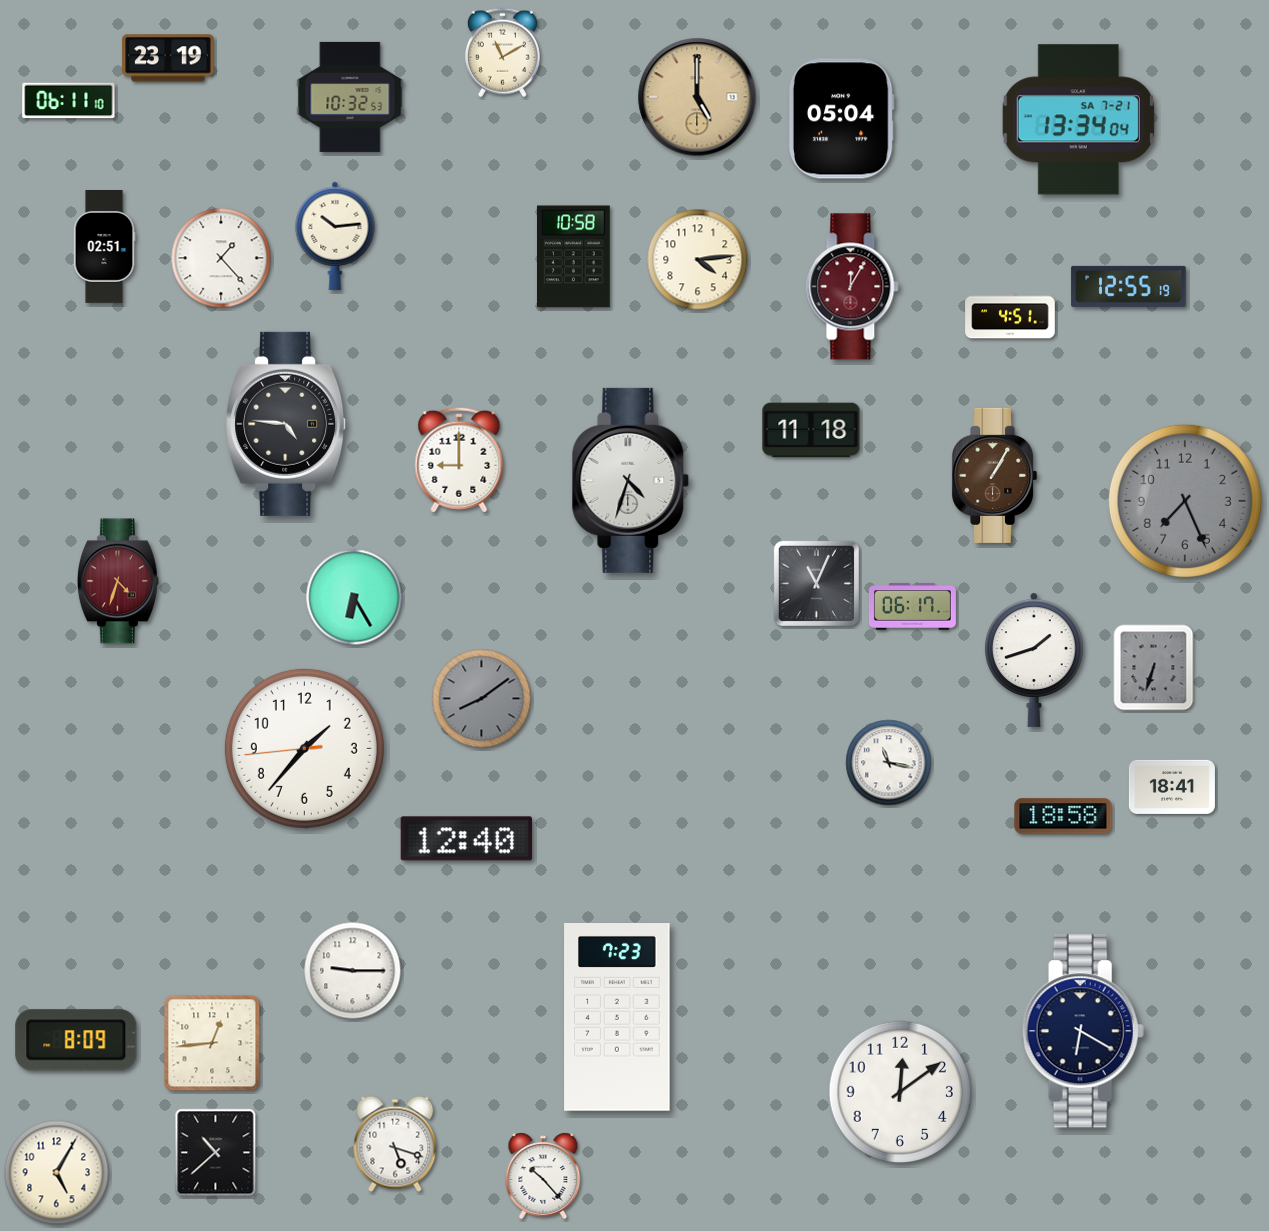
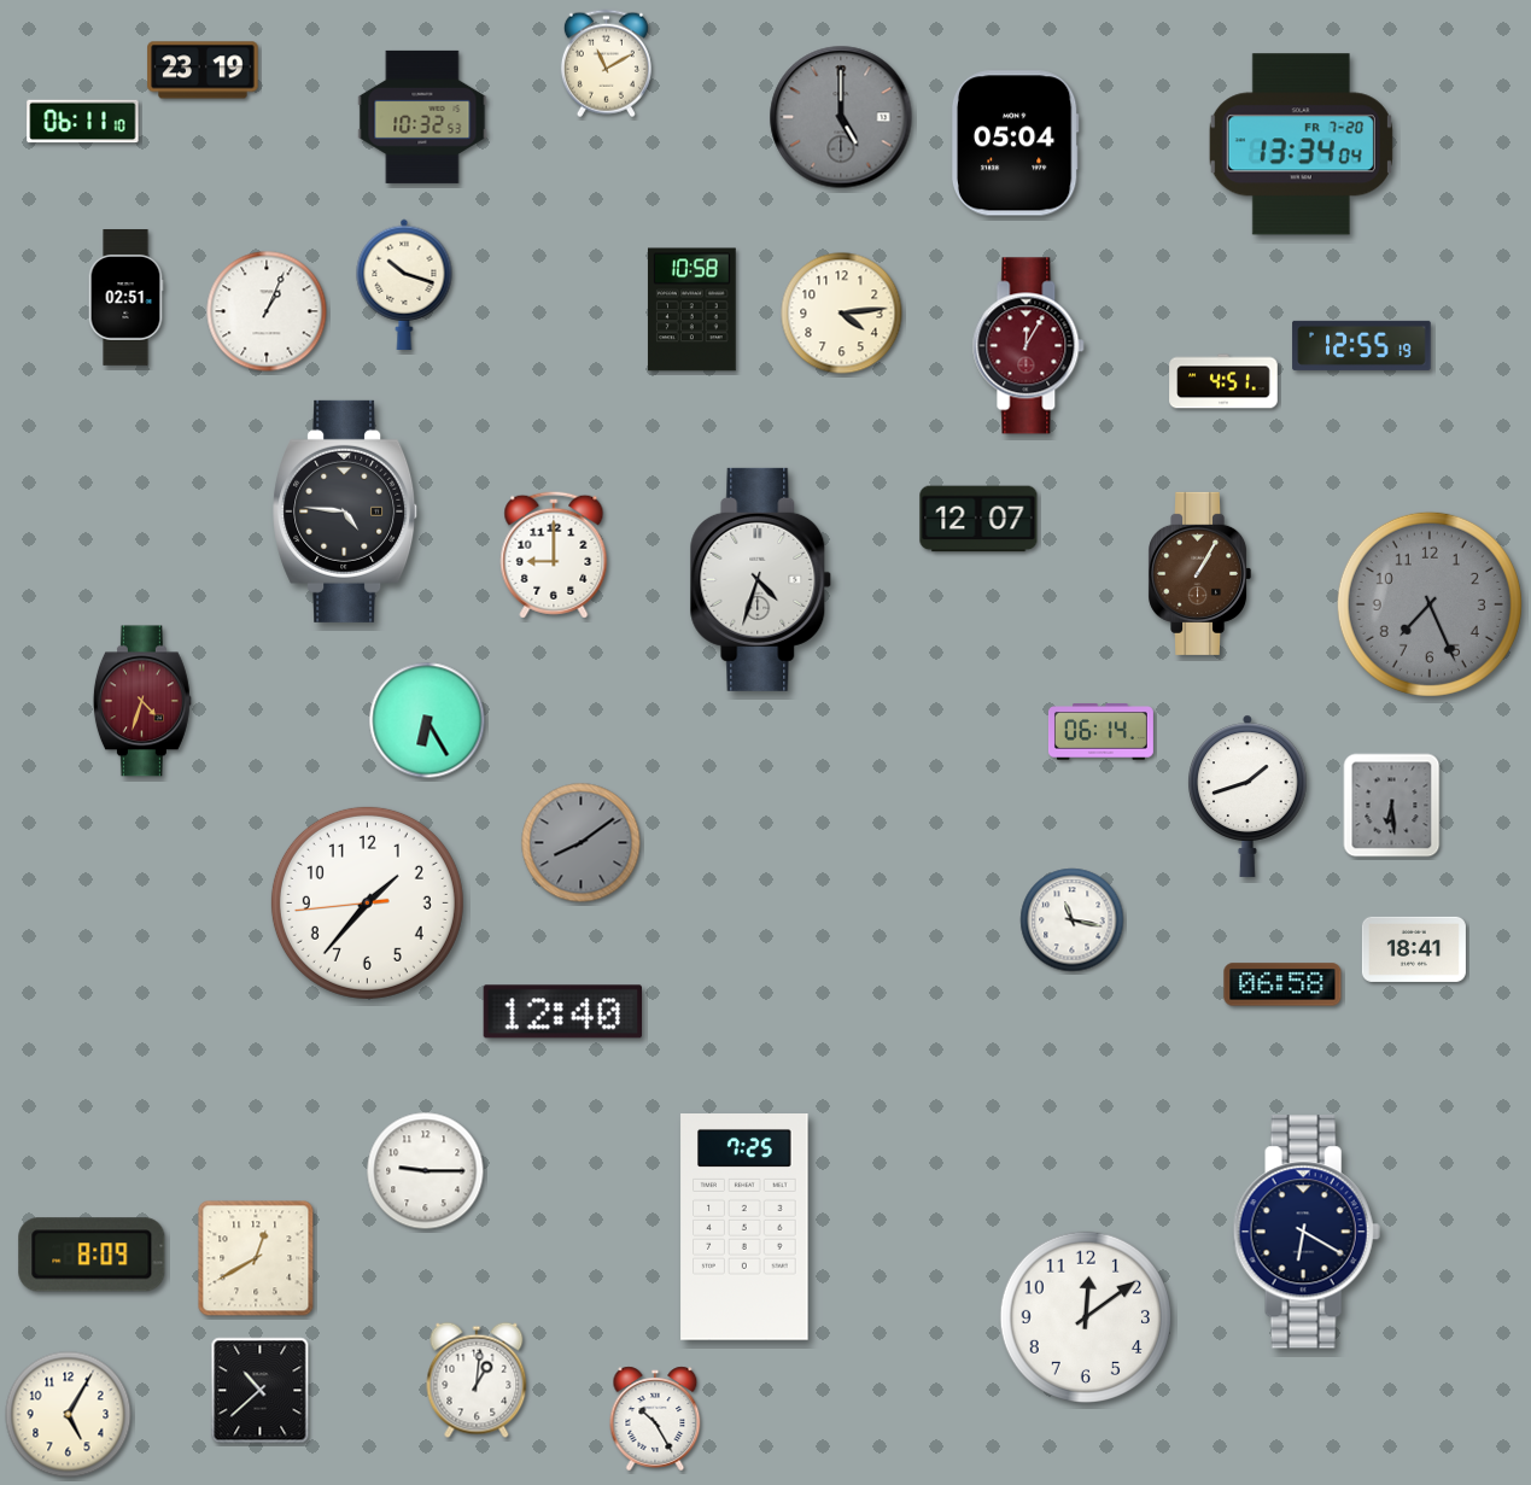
clock at (697, 97) dial: champagne -> grey
clock at (1078, 120) date: SA 7-21 -> FR 7-20
clock at (335, 235): 10:14 -> 10:18
clock at (221, 258): 1:23 -> 1:04
clock at (1010, 316) position: (1010, 316) -> (1223, 381)
clock at (811, 430): 11:18 -> 12:07
clock at (816, 583): 11:04 -> none
clock at (912, 607): 06:17 -> 06:14
clock at (1154, 668): 6:33 -> 6:29
clock at (1063, 816): 18:58 -> 06:58
clock at (617, 1018): 7:23 -> 7:25
clock at (1083, 1031) position: (1083, 1031) -> (1307, 1232)
clock at (212, 1043): 12:44 -> 12:40
clock at (395, 1144): 5:18 -> 1:01
clock at (543, 1176): 10:23 -> 10:25
